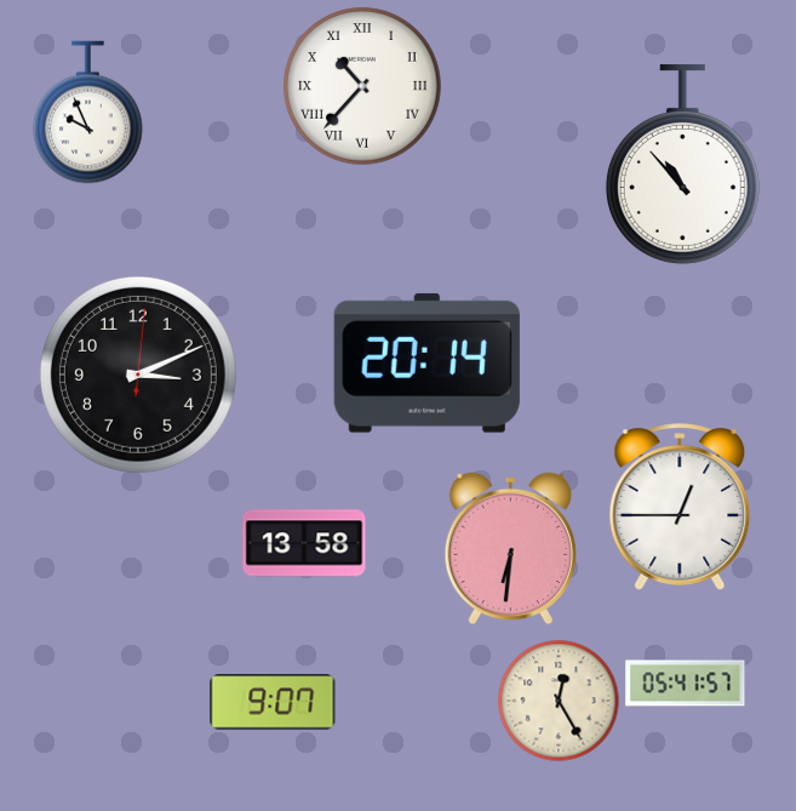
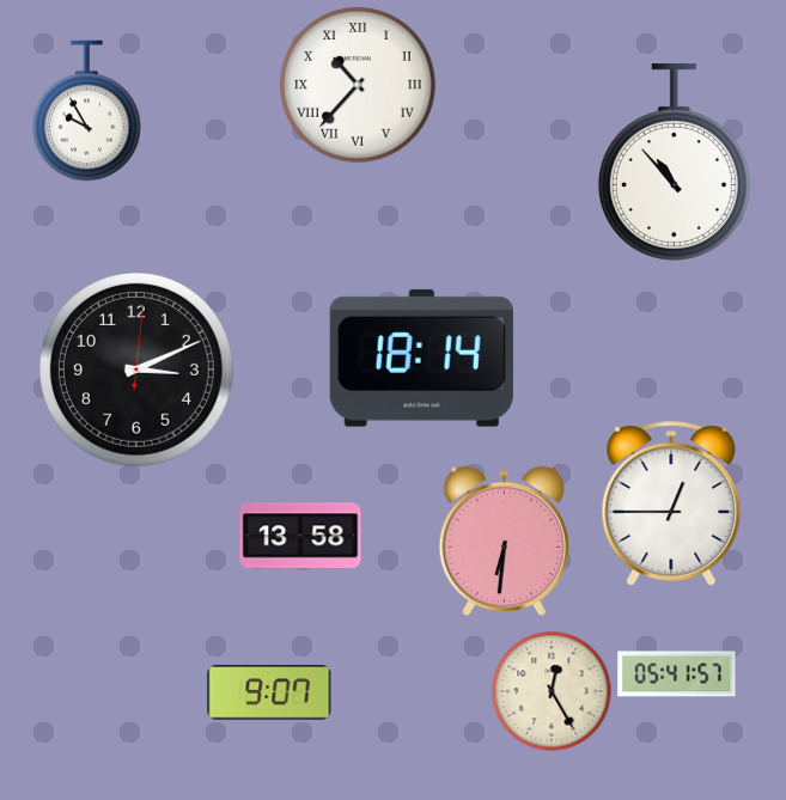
clock at (88, 113): 9:56 -> 9:55
clock at (426, 362): 20:14 -> 18:14
clock at (680, 507) position: (680, 507) -> (671, 503)
